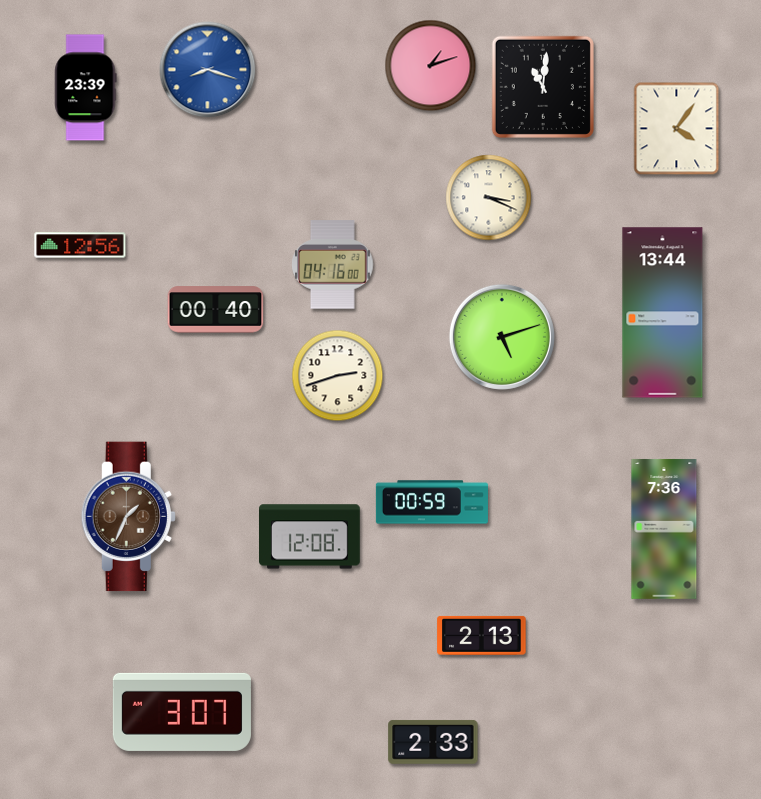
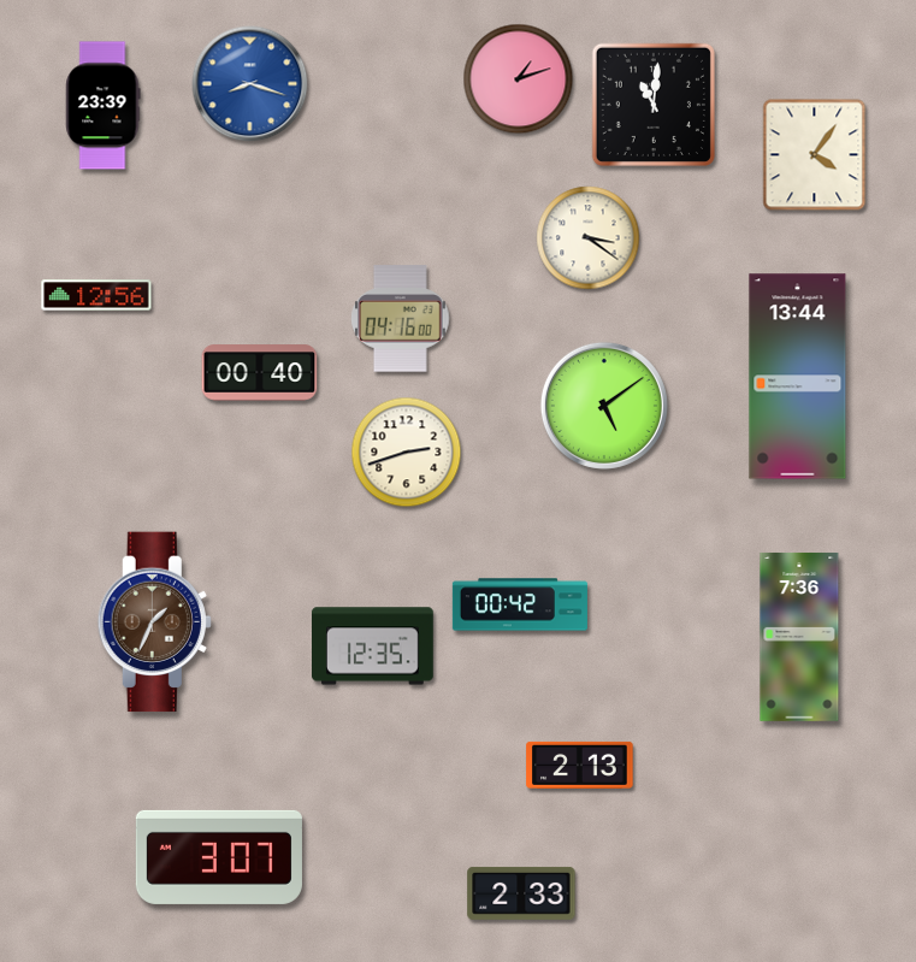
clock at (489, 198): 3:19 -> 3:21
clock at (502, 337): 5:12 -> 5:09
clock at (432, 502): 00:59 -> 00:42
clock at (310, 537): 12:08 -> 12:35
